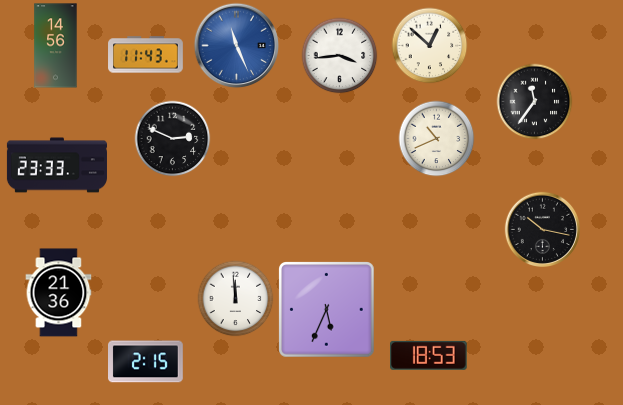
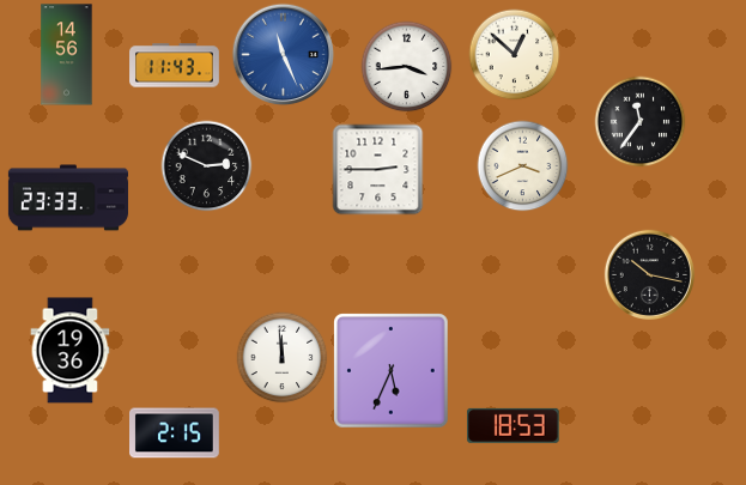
clock at (437, 139): 10:41 -> 3:41
clock at (378, 170): none -> 2:45
clock at (59, 293): 21:36 -> 19:36
